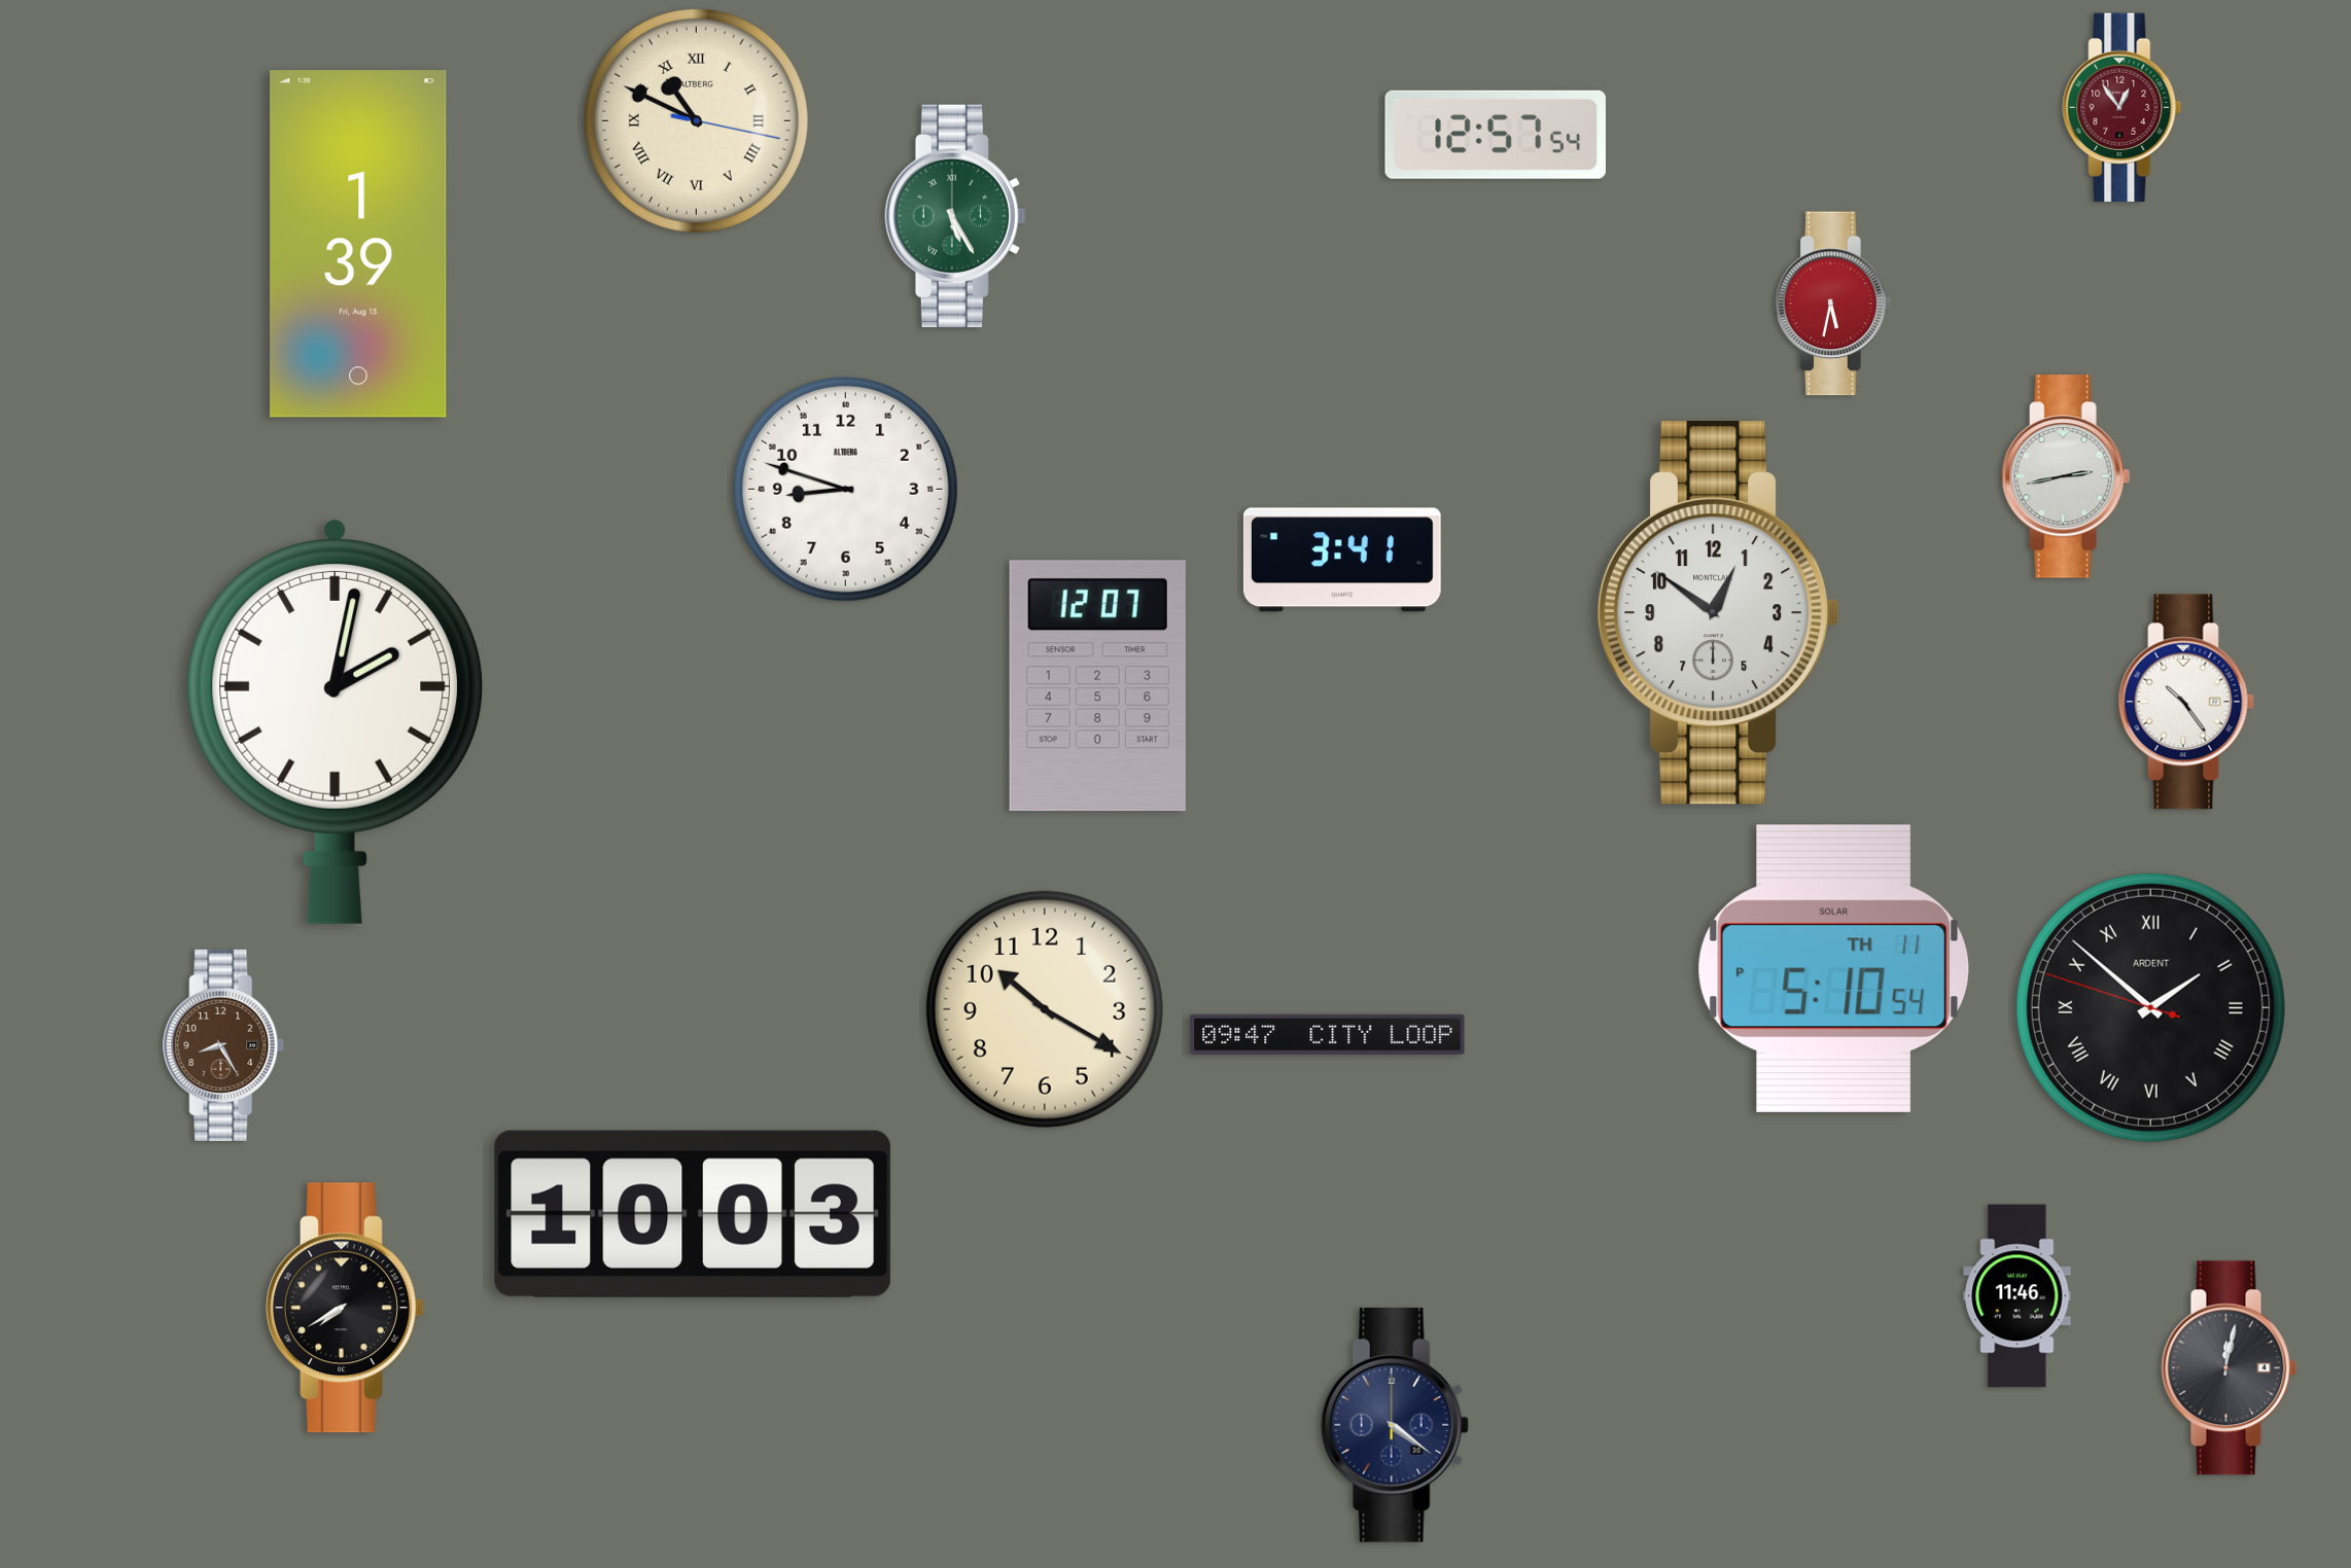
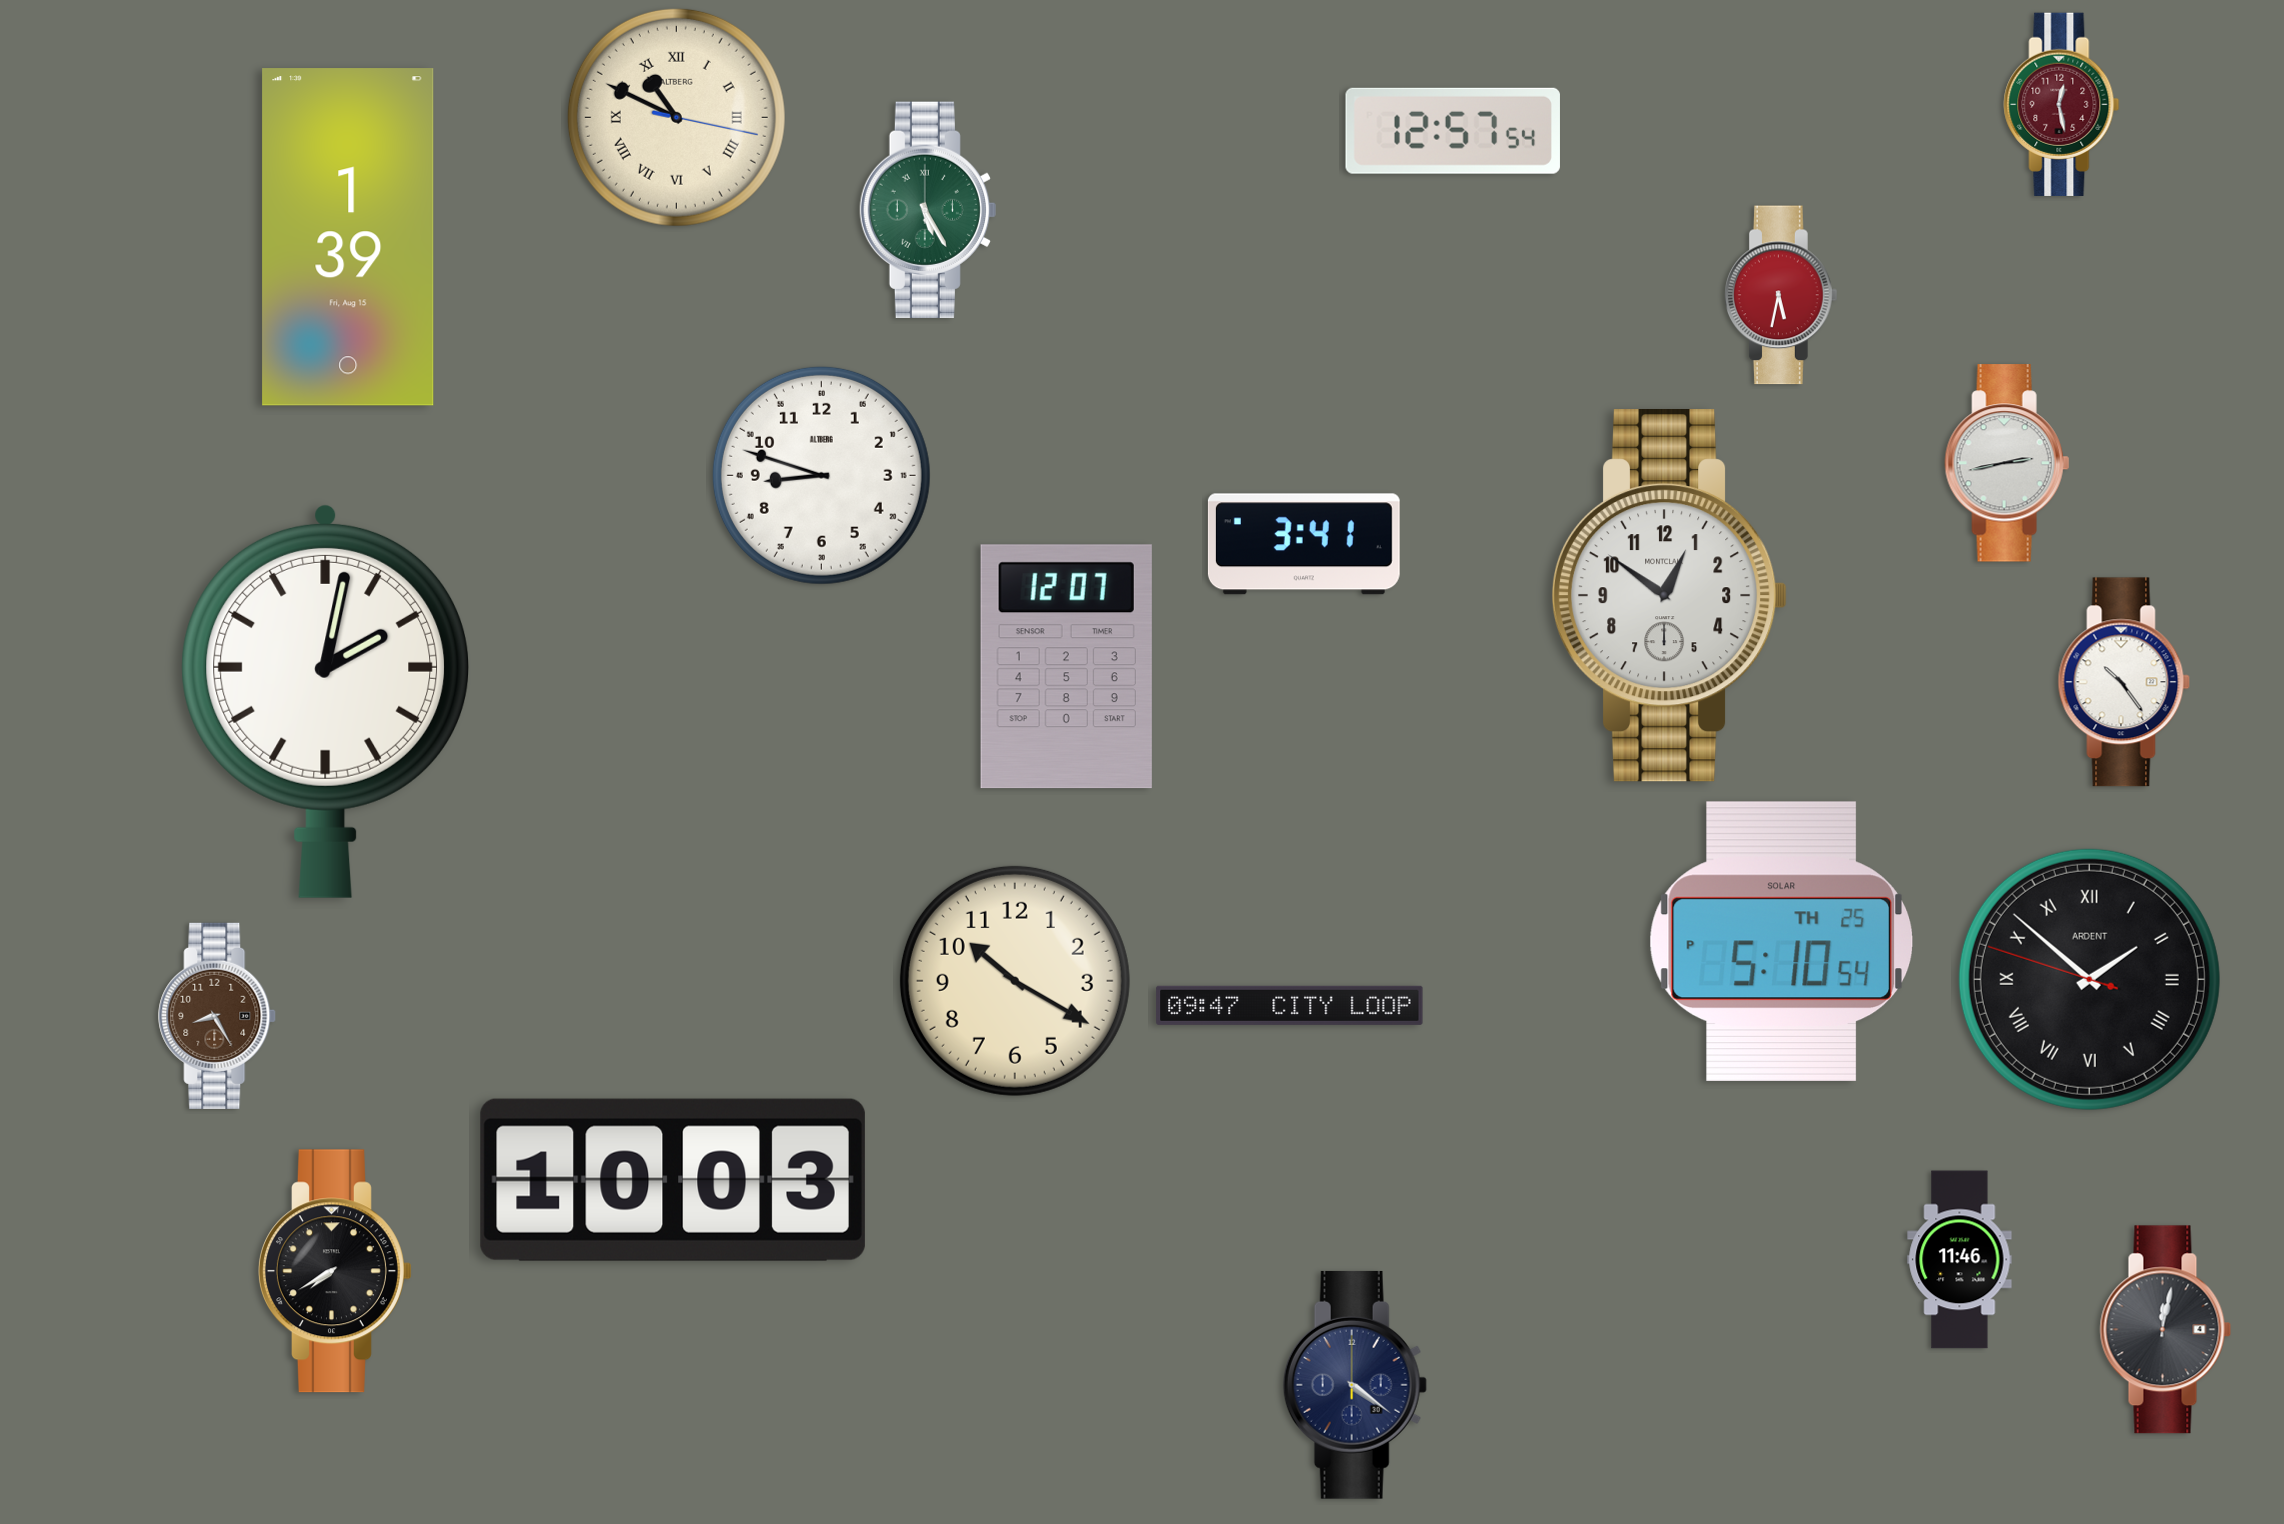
clock at (2122, 107): 12:54 -> 12:28
clock at (1833, 968) date: TH 11 -> TH 25
